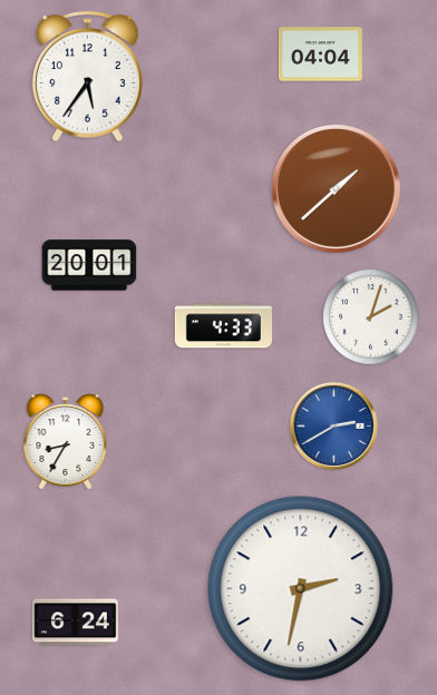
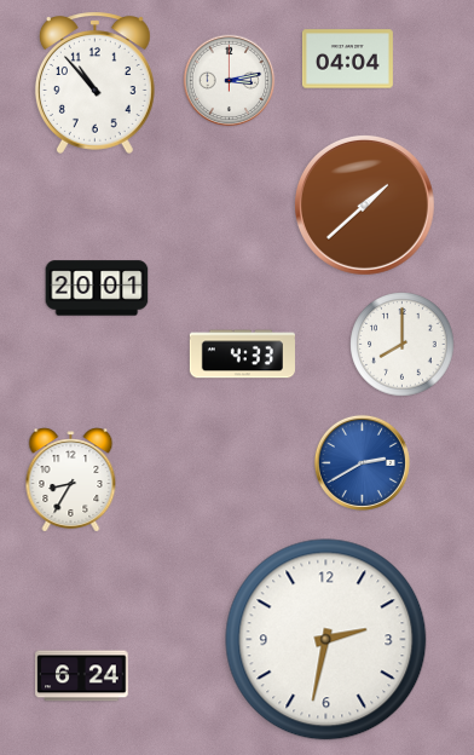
clock at (230, 81): none -> 3:13
clock at (87, 76): 5:36 -> 10:53
clock at (371, 317): 2:03 -> 8:00
